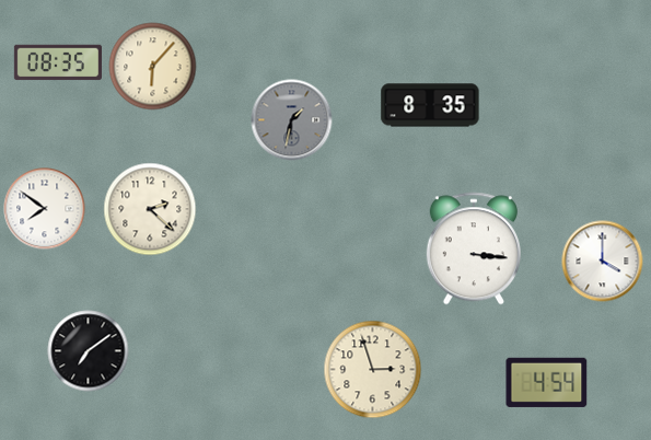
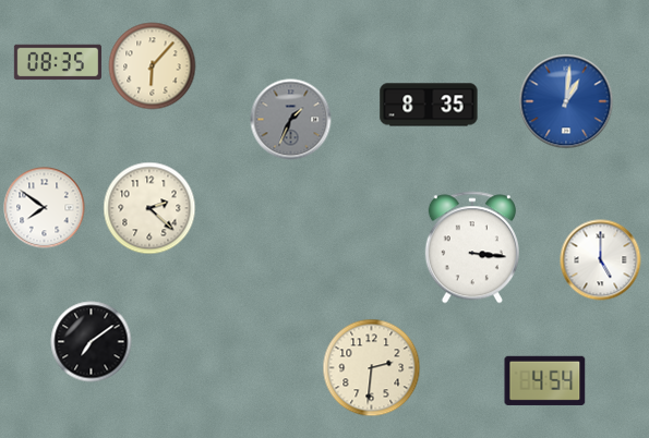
clock at (566, 101): none -> 1:01
clock at (292, 120): 1:32 -> 1:34
clock at (603, 262): 4:00 -> 5:00
clock at (89, 351) position: (89, 351) -> (92, 342)
clock at (373, 370): 2:57 -> 2:31
